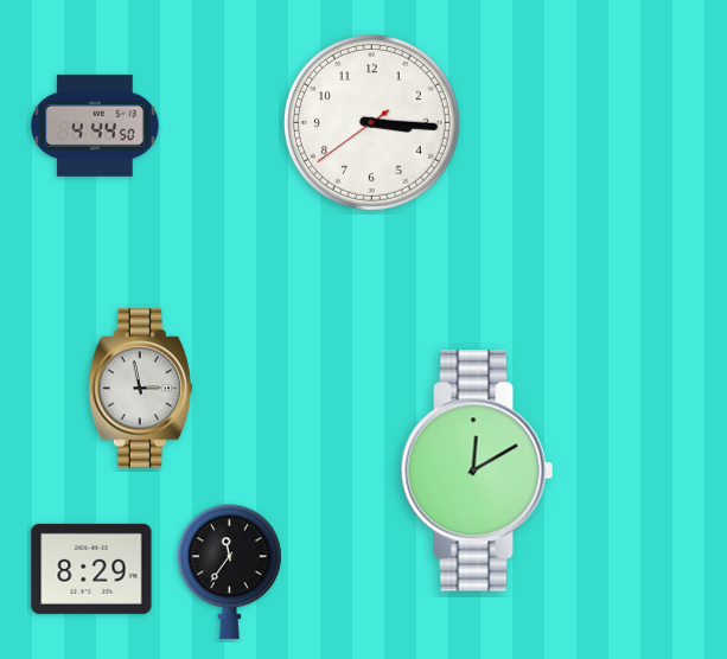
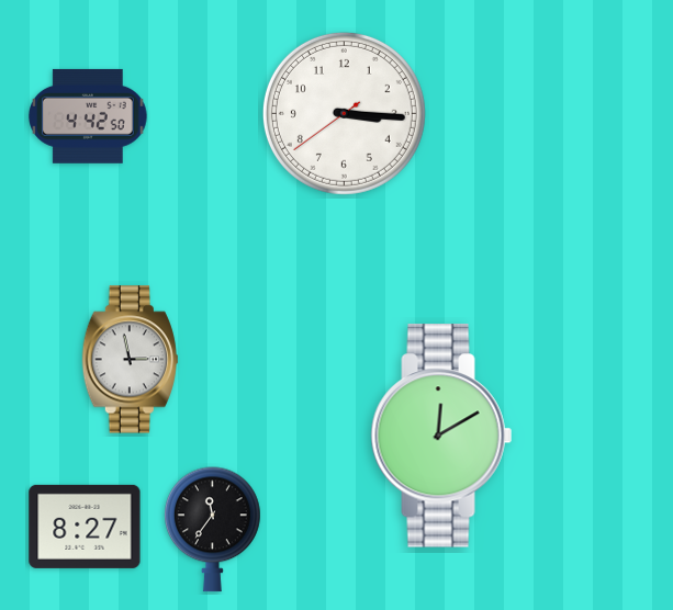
clock at (96, 126): 4:44 -> 4:42
clock at (91, 569): 8:29 -> 8:27
